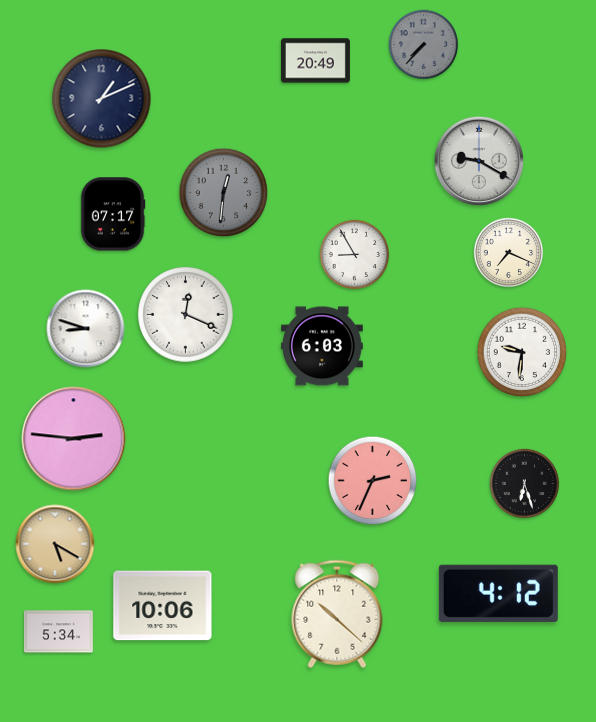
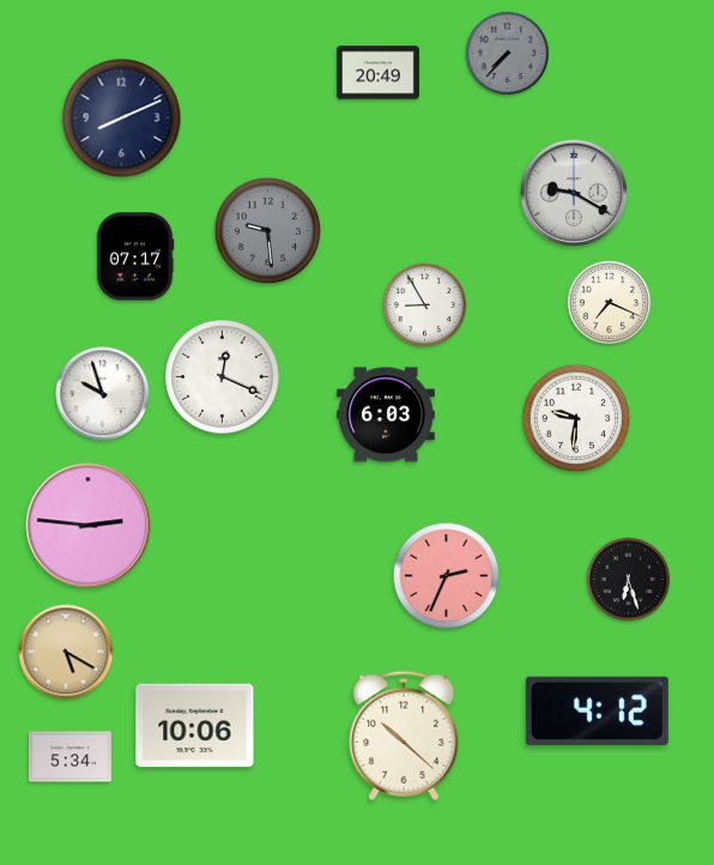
clock at (102, 99): 1:11 -> 8:11
clock at (224, 193): 12:31 -> 9:29
clock at (86, 329): 8:48 -> 9:57
clock at (522, 352) position: (522, 352) -> (576, 418)
